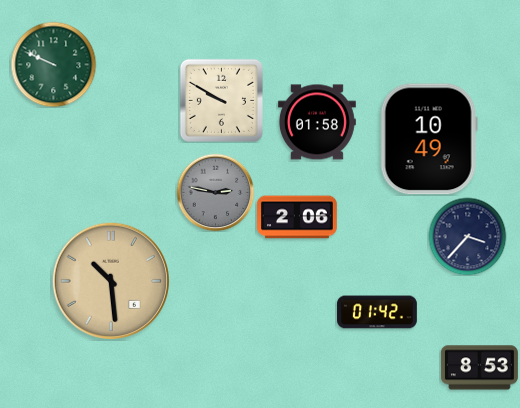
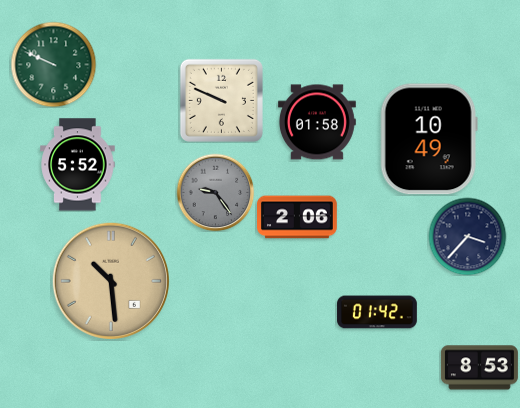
clock at (221, 100): 9:50 -> 9:49
clock at (78, 165): none -> 5:52
clock at (215, 192): 2:47 -> 9:24
